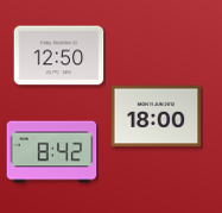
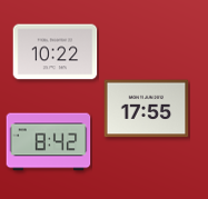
clock at (59, 56): 12:50 -> 10:22
clock at (157, 117): 18:00 -> 17:55
